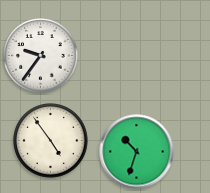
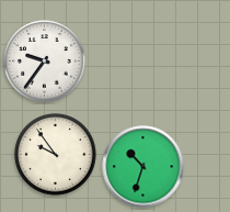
clock at (51, 141): 4:54 -> 9:54
clock at (137, 152) position: (137, 152) -> (143, 167)
